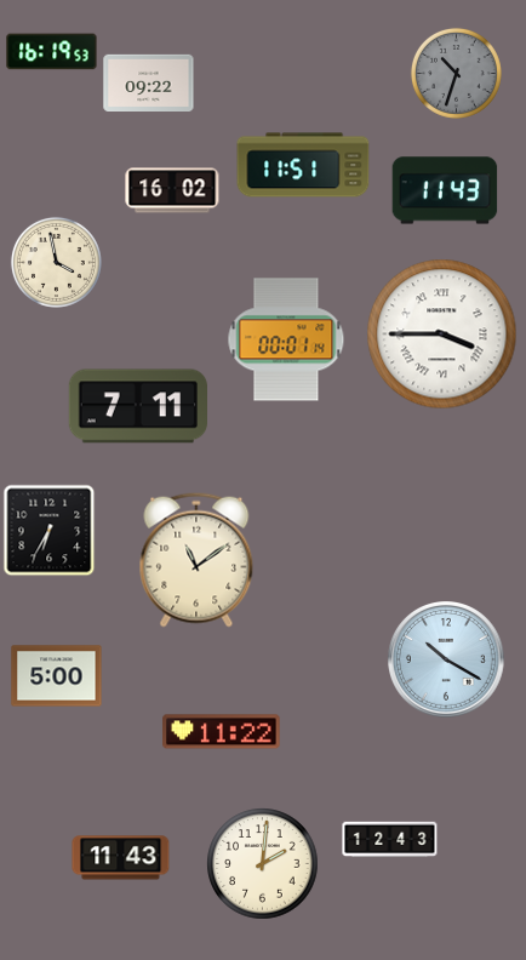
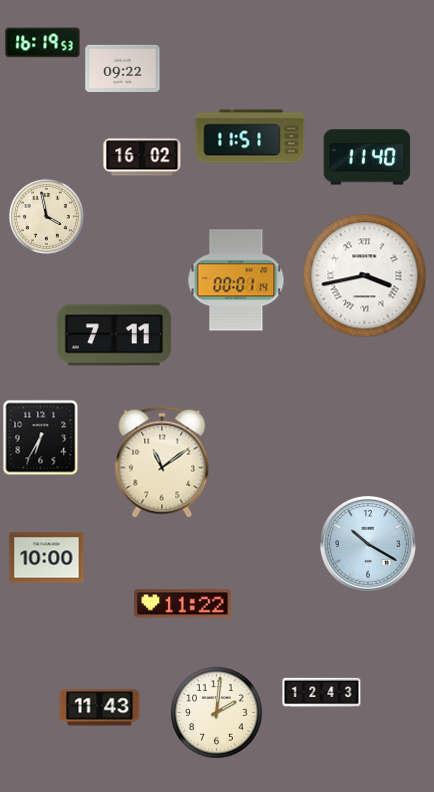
clock at (456, 73): 10:33 -> none
clock at (445, 190): 11:43 -> 11:40
clock at (442, 335): 3:45 -> 3:43
clock at (57, 676): 5:00 -> 10:00
